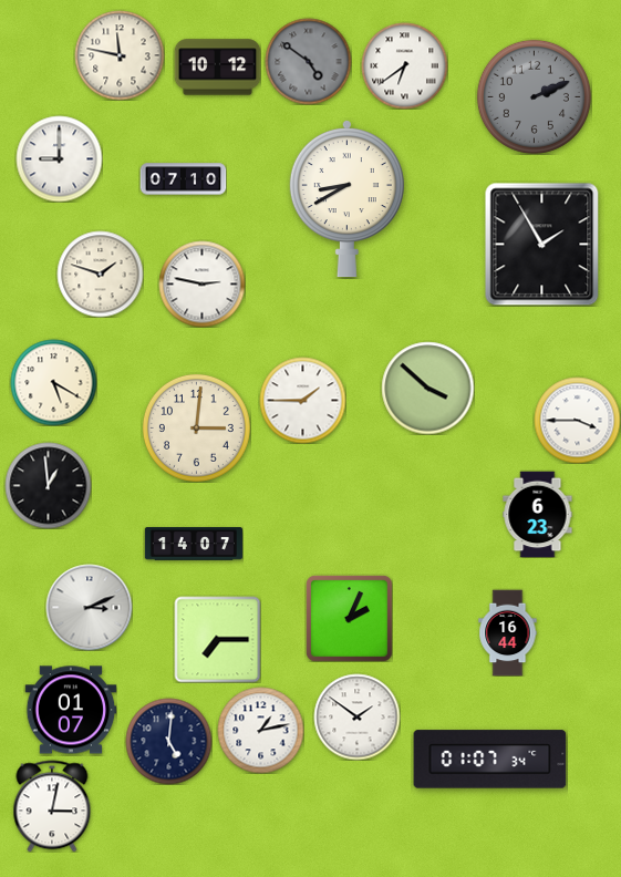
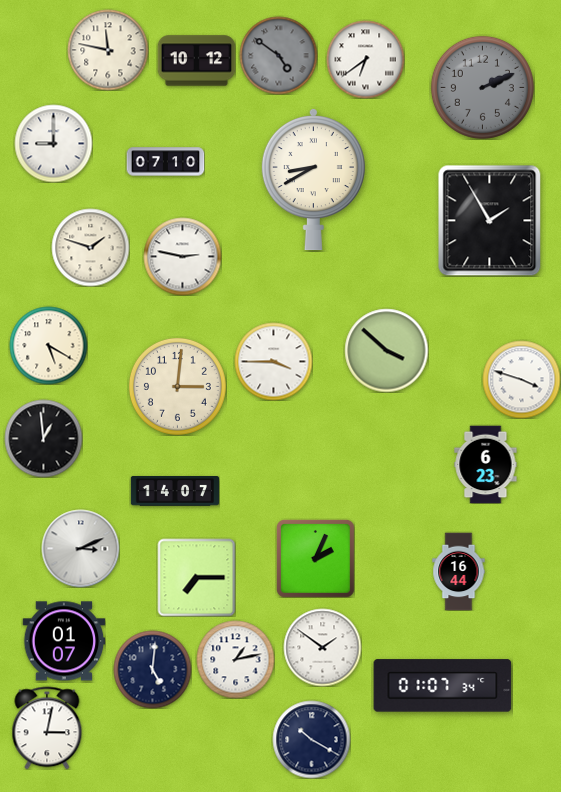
clock at (302, 400): 1:45 -> 3:45
clock at (577, 420): 3:45 -> 3:48
clock at (311, 739): none -> 10:20
